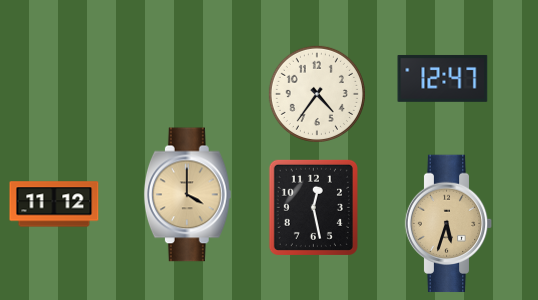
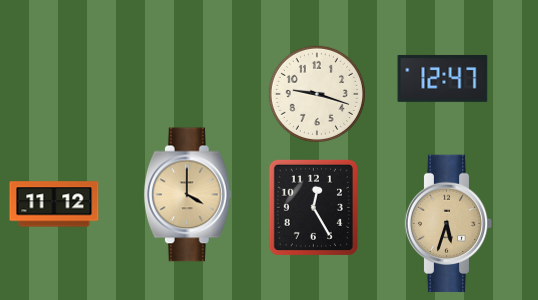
clock at (317, 94): 4:36 -> 9:18
clock at (313, 207): 12:28 -> 12:25
